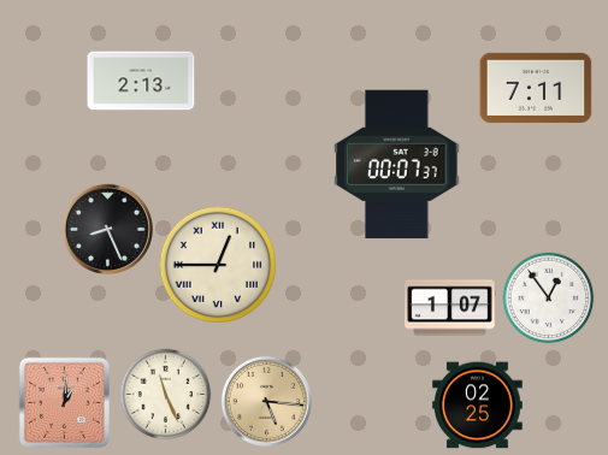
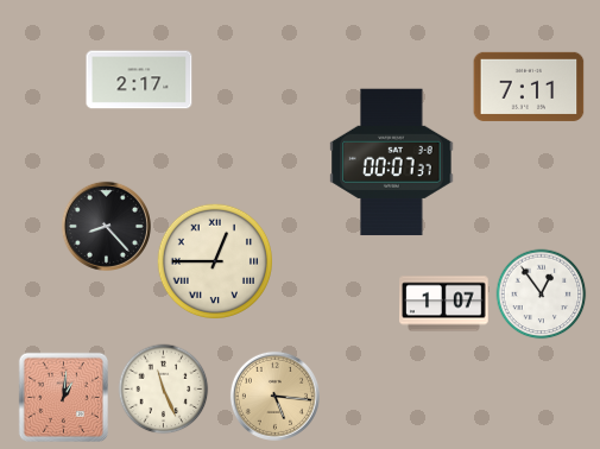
clock at (141, 81): 2:13 -> 2:17
clock at (107, 229): 8:26 -> 8:23
clock at (266, 401) position: (266, 401) -> (274, 396)
clock at (478, 406): 02:25 -> none
